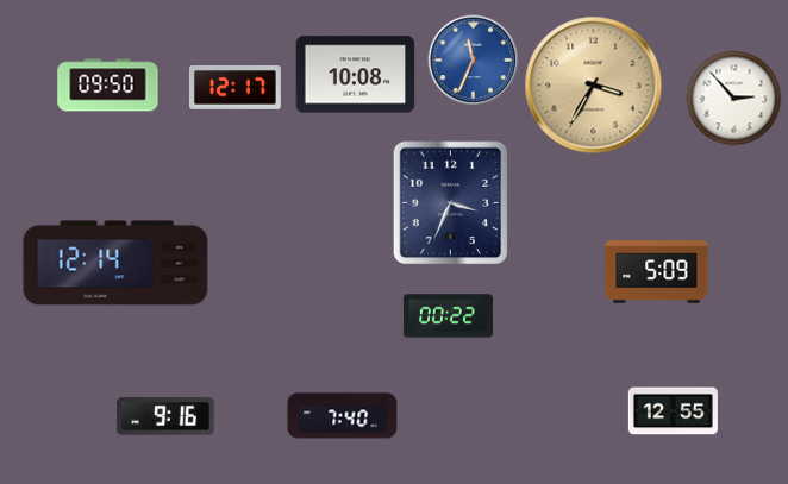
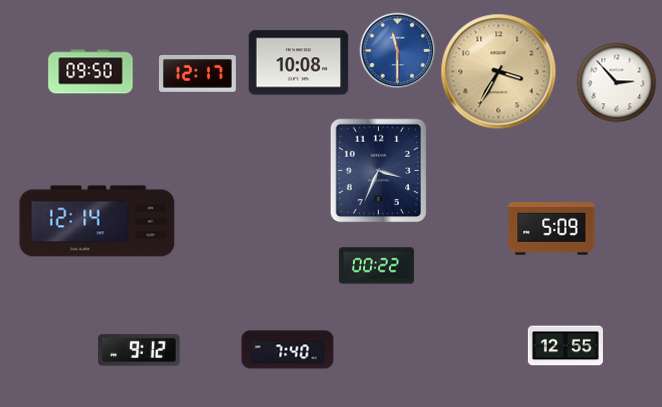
clock at (474, 61): 11:34 -> 11:30
clock at (165, 416): 9:16 -> 9:12
